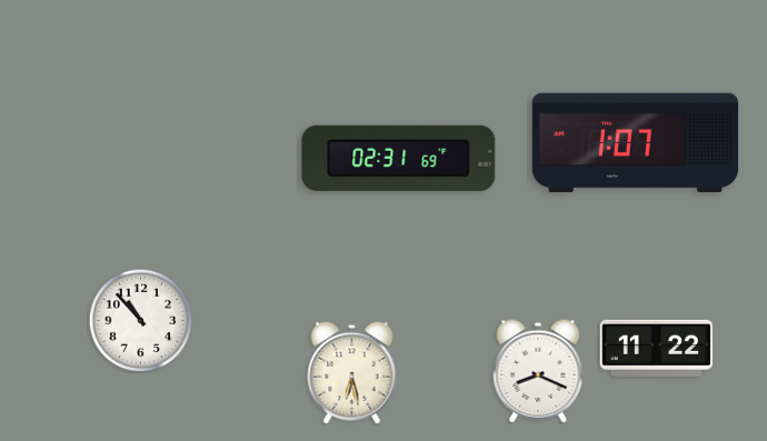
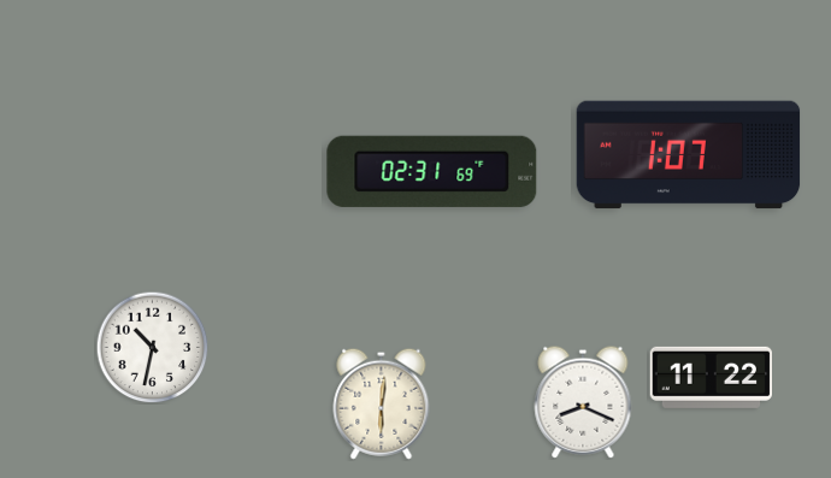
clock at (140, 320): 10:53 -> 10:32
clock at (352, 372): 6:28 -> 6:01
